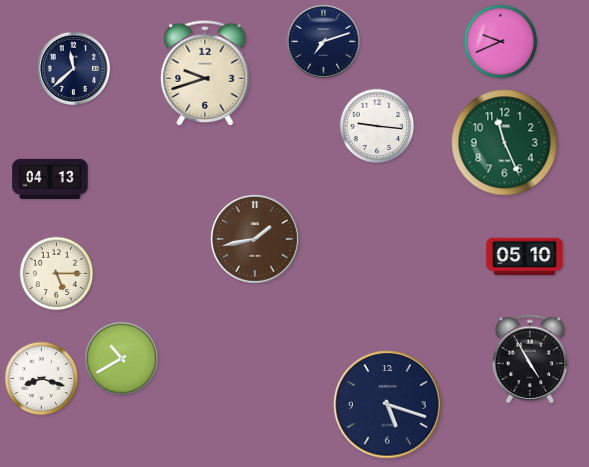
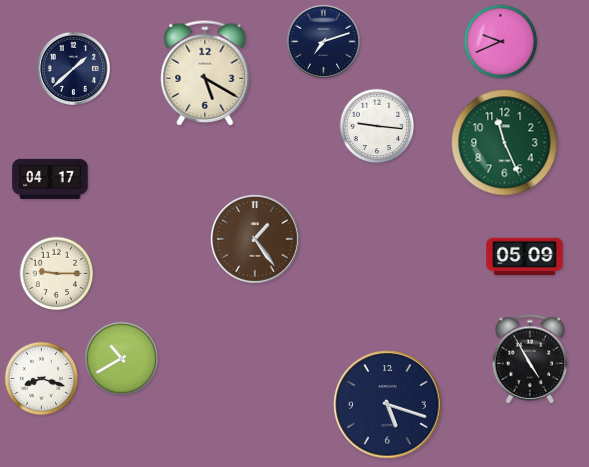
clock at (73, 68): 11:38 -> 1:38
clock at (205, 73): 9:42 -> 5:20
clock at (50, 179): 04:13 -> 04:17
clock at (256, 240): 1:43 -> 1:24
clock at (525, 257): 05:10 -> 05:09
clock at (57, 274): 5:15 -> 9:15
